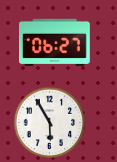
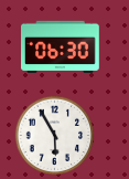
clock at (55, 42): 06:27 -> 06:30
